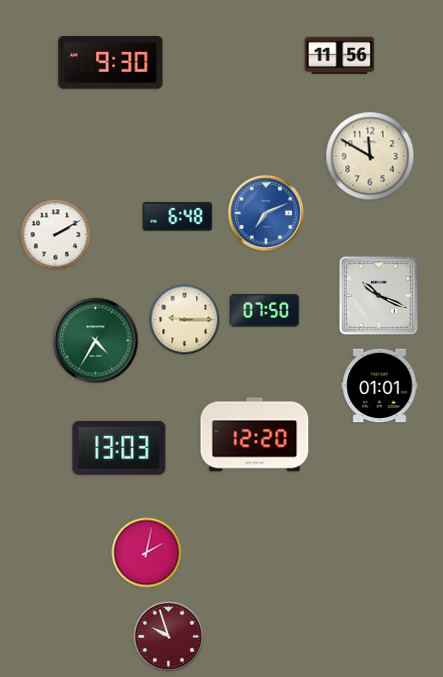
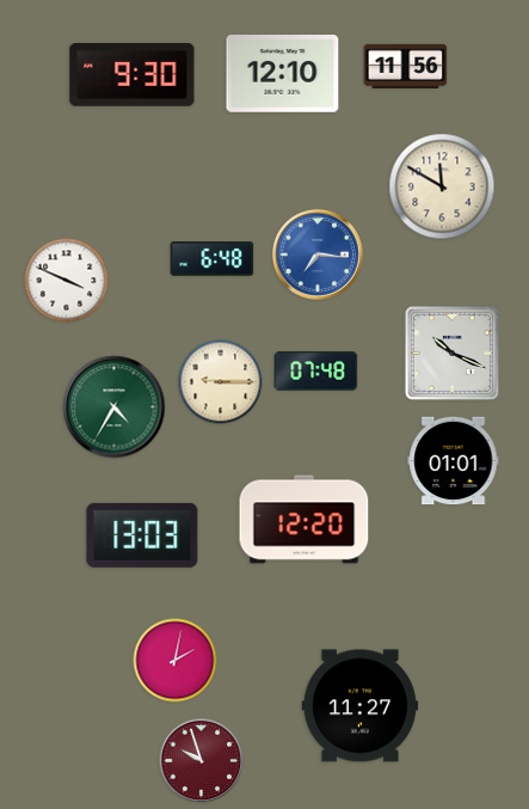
clock at (283, 74): none -> 12:10
clock at (266, 213): 7:11 -> 7:16
clock at (56, 235): 2:10 -> 3:49
clock at (265, 311): 07:50 -> 07:48
clock at (361, 706): none -> 11:27
